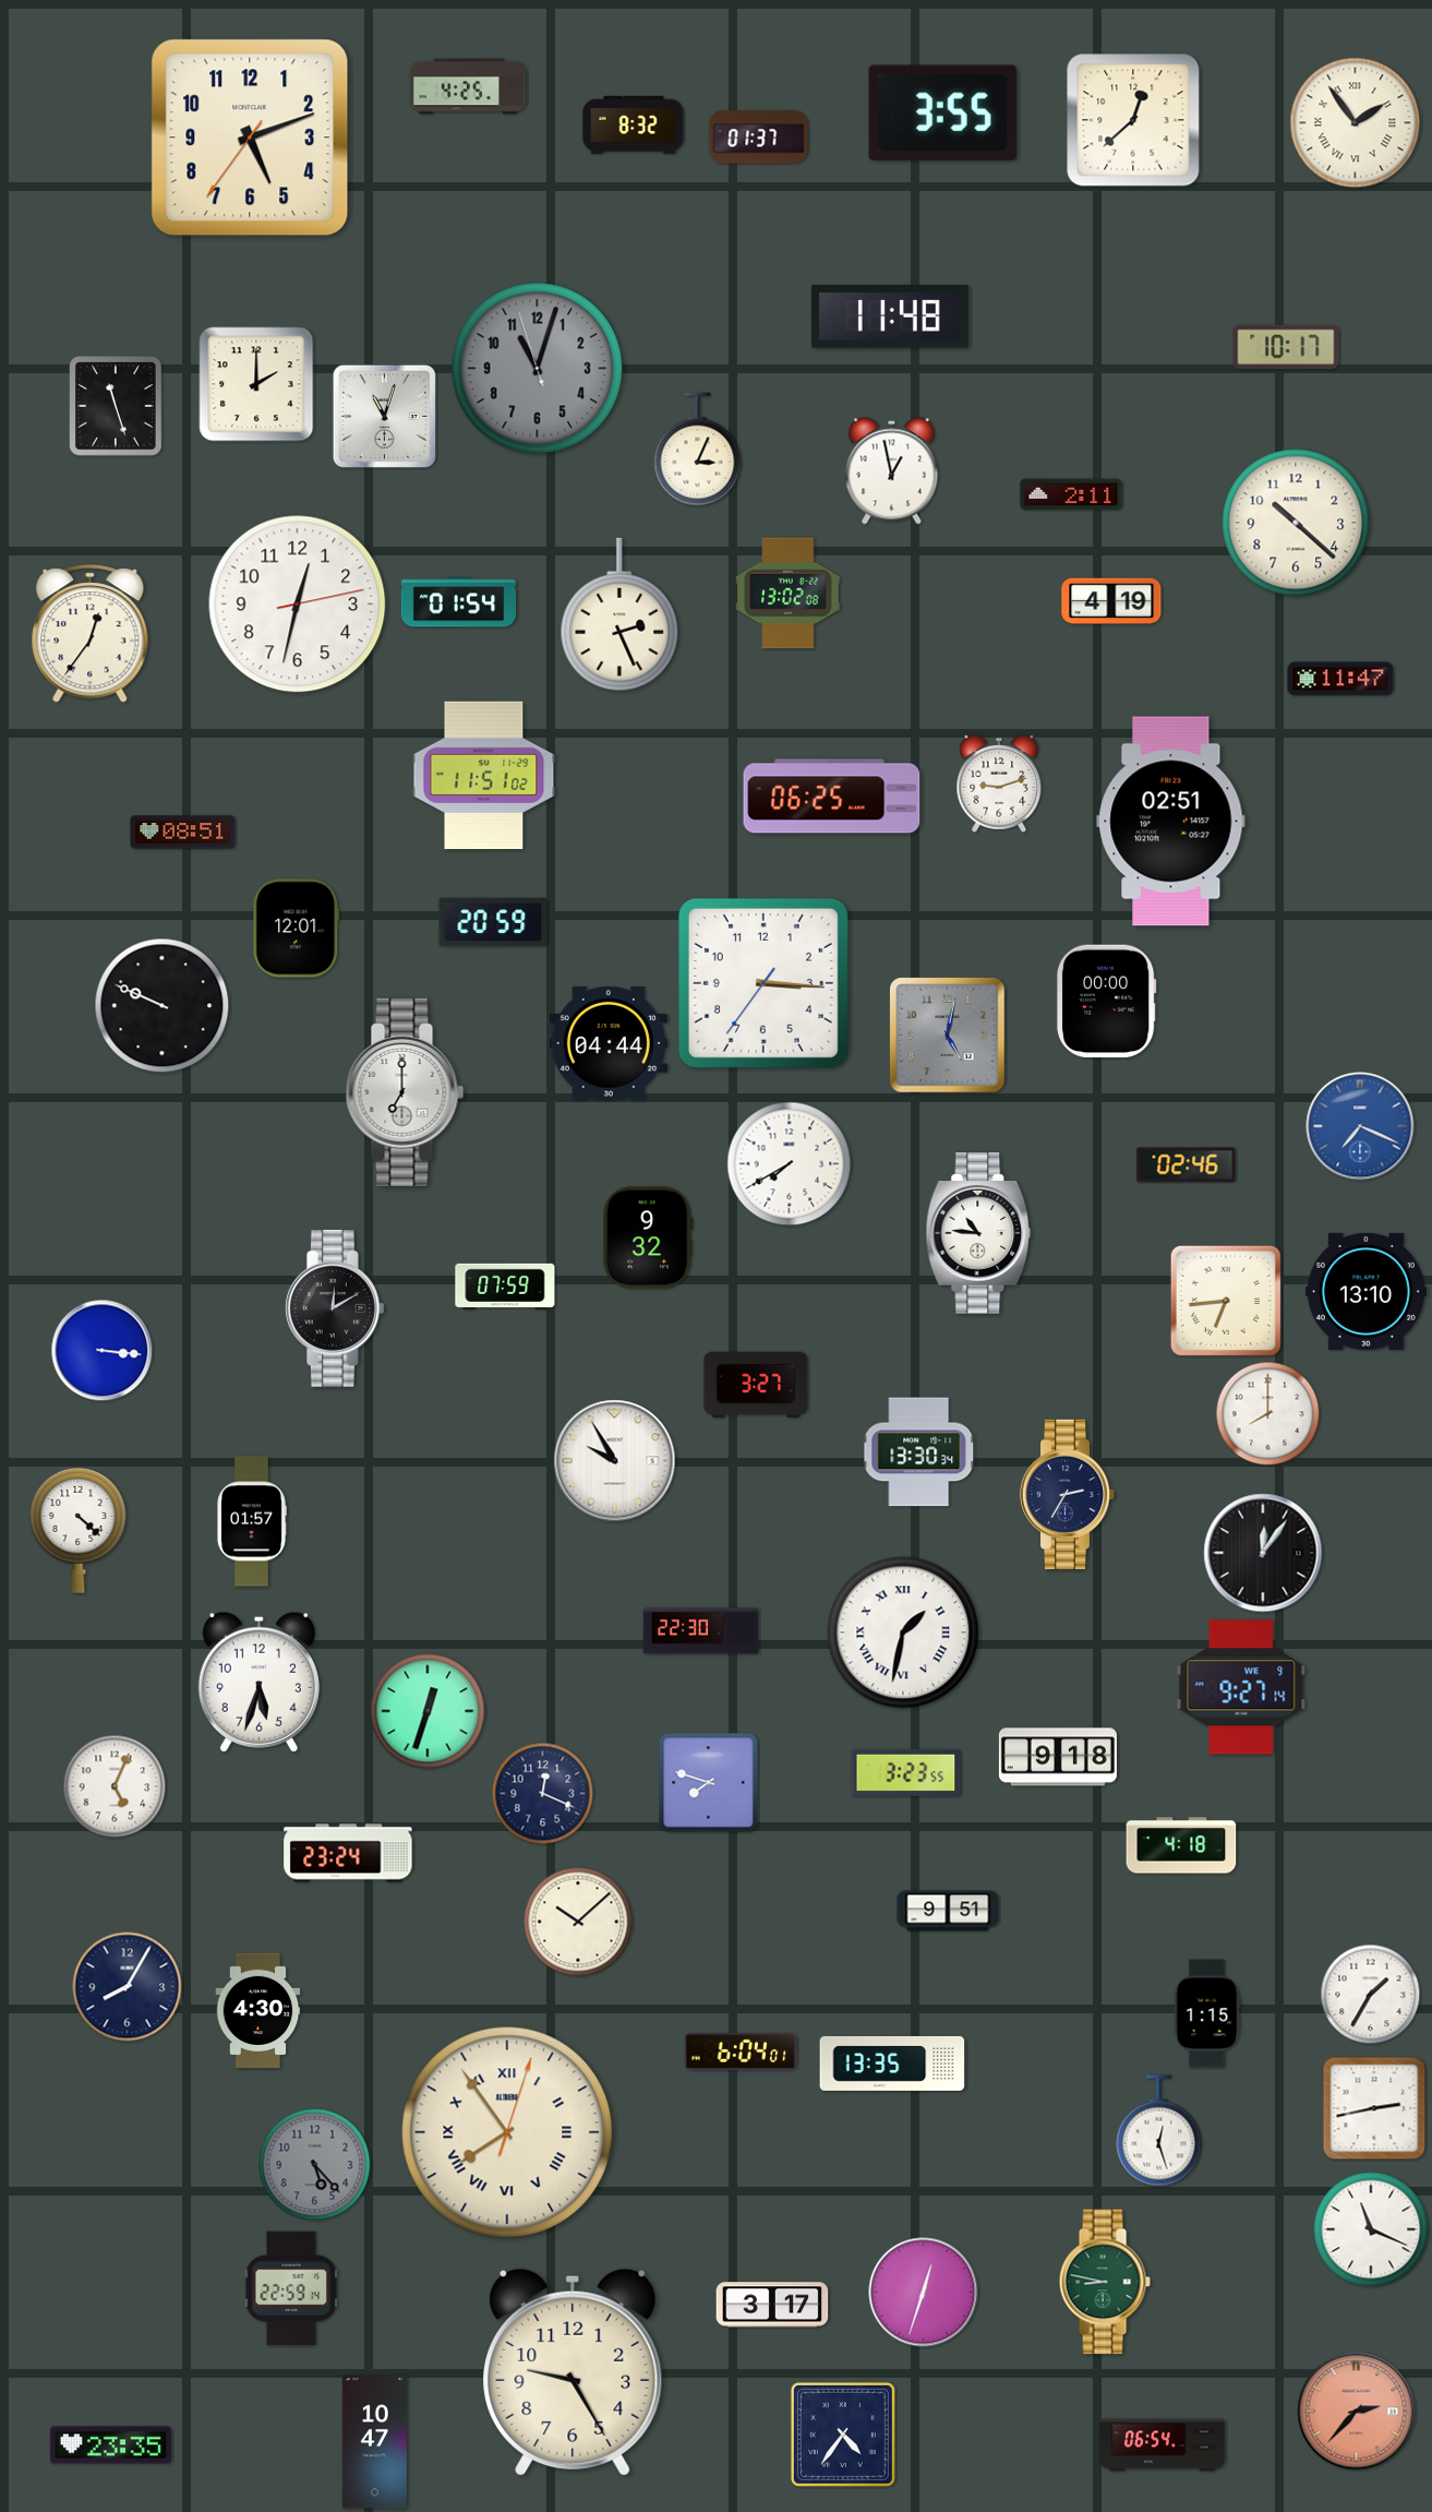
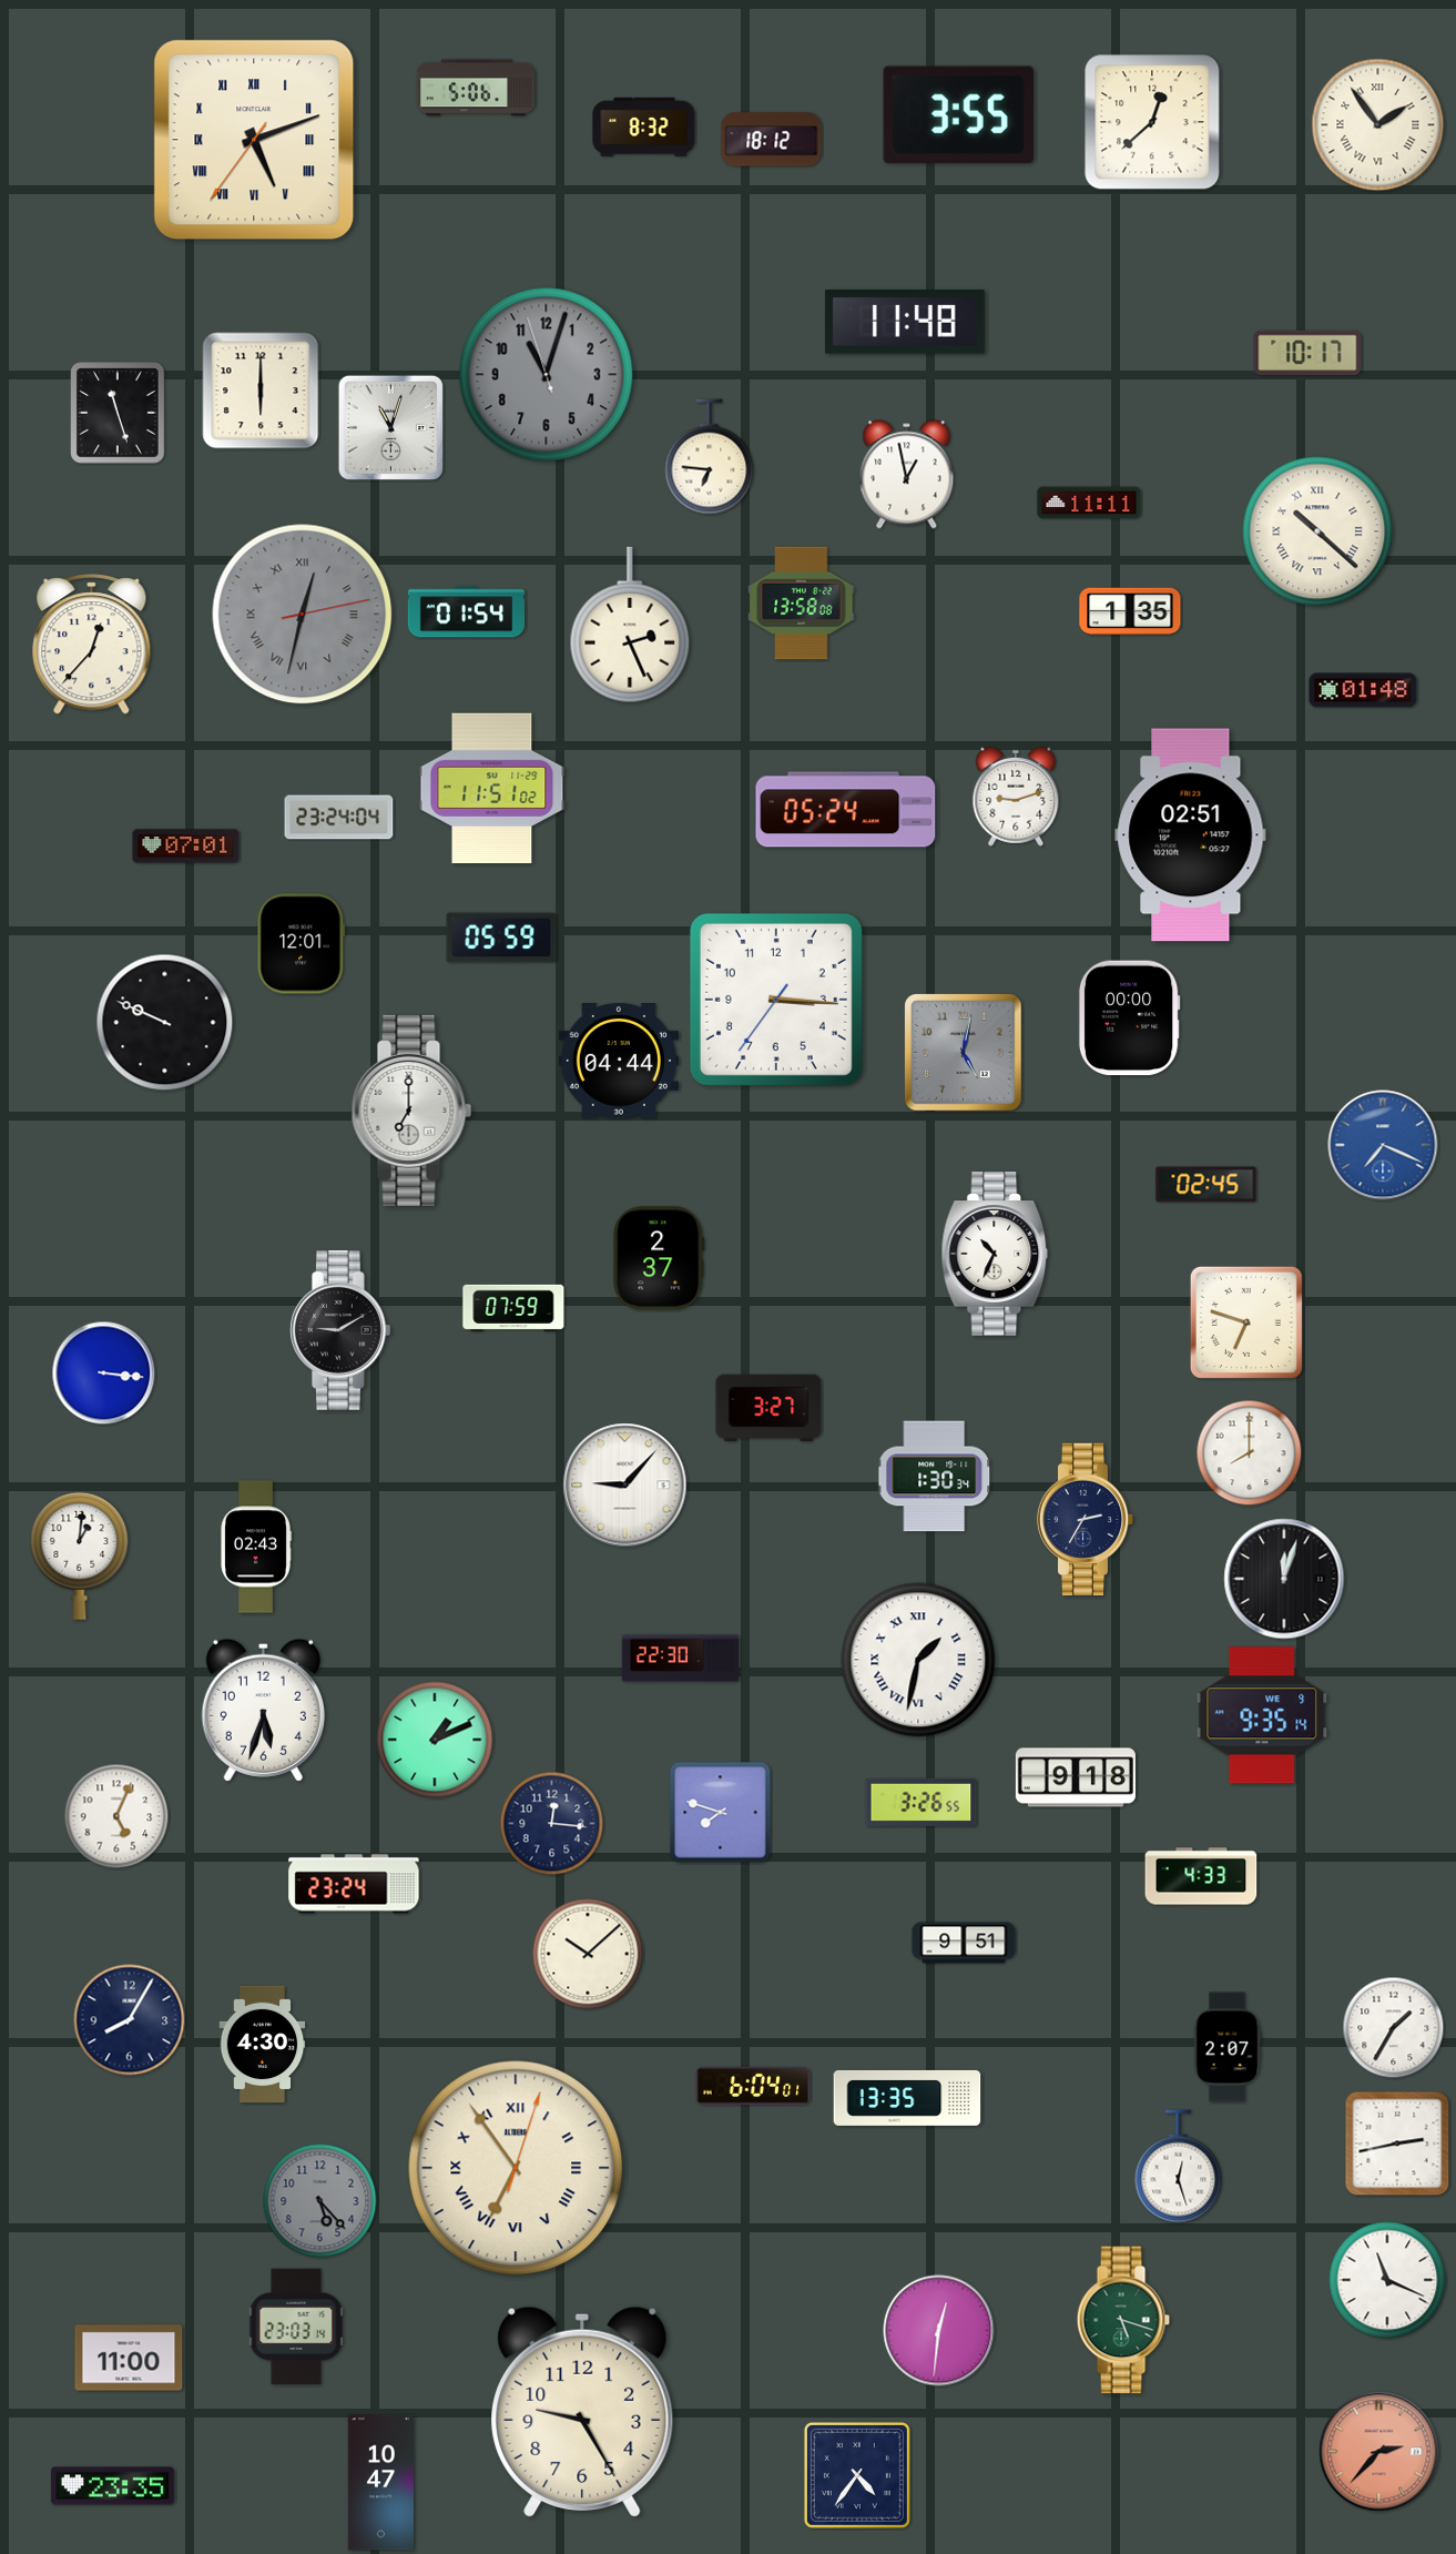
clock at (467, 86): 4:25 -> 5:06
clock at (250, 137) numerals: Arabic -> Roman
clock at (759, 137): 01:37 -> 18:12
clock at (256, 384): 2:00 -> 6:00
clock at (384, 416) position: (384, 416) -> (390, 427)
clock at (698, 450): 3:04 -> 6:46
clock at (892, 471) position: (892, 471) -> (907, 475)
clock at (1071, 494): 2:11 -> 11:11
clock at (1296, 523) numerals: Arabic -> Roman
clock at (789, 594): 13:02 -> 13:58
clock at (1111, 601): 4:19 -> 1:35
clock at (298, 605) dial: white -> grey
clock at (298, 605) numerals: Arabic -> Roman
clock at (91, 634): 12:36 -> 12:37
clock at (1340, 679): 11:47 -> 01:48
clock at (832, 797): 06:25 -> 05:24
clock at (339, 818): none -> 23:24
clock at (183, 833): 08:51 -> 07:01
clock at (493, 922): 20:59 -> 05:59
clock at (1106, 1002) position: (1106, 1002) -> (1129, 1018)
clock at (790, 1164): 7:40 -> none
clock at (1187, 1165): 02:46 -> 02:45
clock at (978, 1233): 10:46 -> 10:34
clock at (648, 1237): 9:32 -> 2:37
clock at (1365, 1291): 13:10 -> none
clock at (1226, 1301): 6:44 -> 6:48
clock at (335, 1308): 12:10 -> 9:10
clock at (1268, 1414) position: (1268, 1414) -> (1250, 1453)
clock at (919, 1452): 13:30 -> 1:30
clock at (615, 1461): 9:55 -> 9:07
clock at (252, 1521): 01:57 -> 02:43
clock at (79, 1530): 4:22 -> 1:01
clock at (1263, 1553): 12:06 -> 12:03
clock at (701, 1631) position: (701, 1631) -> (681, 1659)
clock at (1241, 1687): 9:27 -> 9:35
clock at (428, 1711): 12:33 -> 1:11
clock at (1058, 1757) position: (1058, 1757) -> (1076, 1777)
clock at (906, 1772): 3:23 -> 3:26
clock at (543, 1794): 12:19 -> 12:16
clock at (1181, 1845): 4:18 -> 4:33
clock at (1207, 2013): 1:15 -> 2:07
clock at (507, 2132): 7:54 -> 6:54
clock at (1371, 2229) position: (1371, 2229) -> (1387, 2280)
clock at (1105, 2282): 8:47 -> 5:18
clock at (291, 2288): 22:59 -> 23:03
clock at (924, 2293): 12:33 -> 12:31
clock at (772, 2305): 3:17 -> none
clock at (129, 2358): none -> 11:00
clock at (1163, 2445): 06:54 -> none
